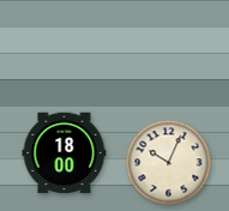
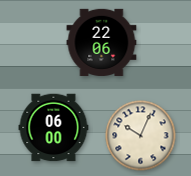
clock at (102, 42): none -> 22:06
clock at (65, 153): 18:00 -> 06:00
